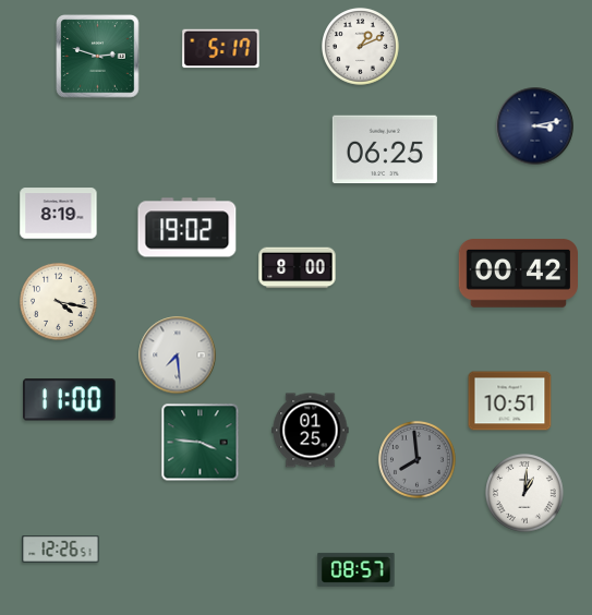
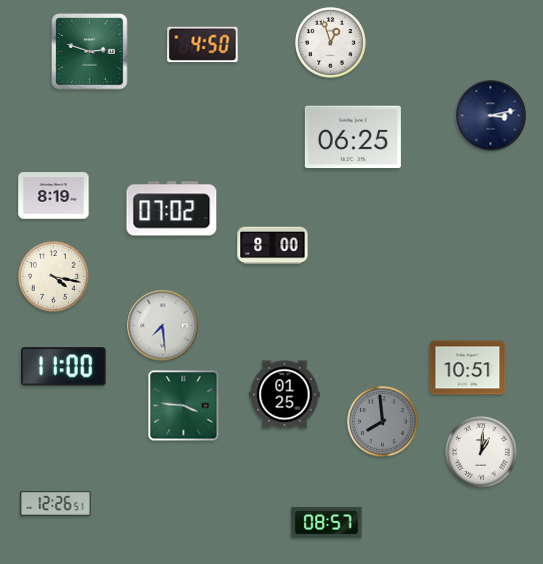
clock at (361, 47): 1:11 -> 12:57
clock at (221, 49): 5:17 -> 4:50
clock at (188, 228): 19:02 -> 07:02
clock at (518, 274): 00:42 -> none
